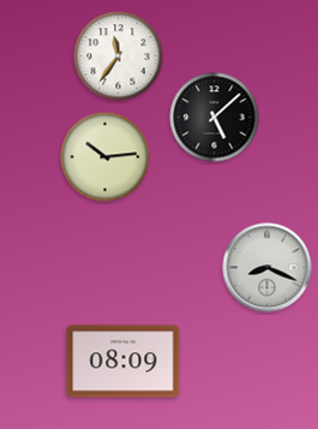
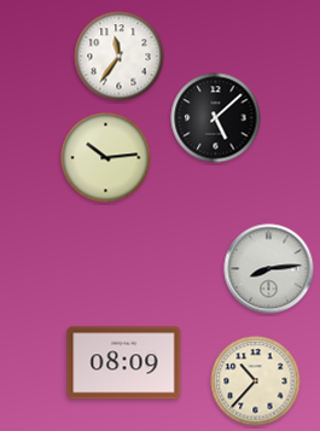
clock at (268, 268): 8:19 -> 8:14
clock at (256, 382): none -> 10:37
